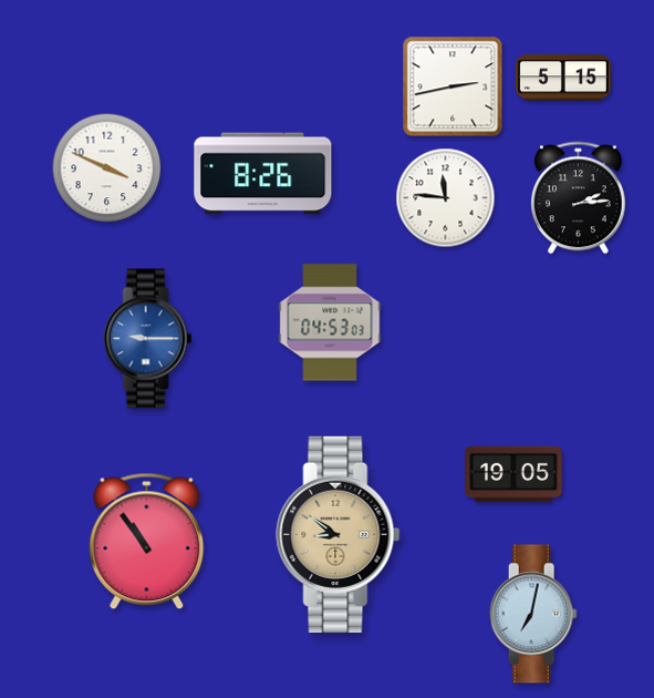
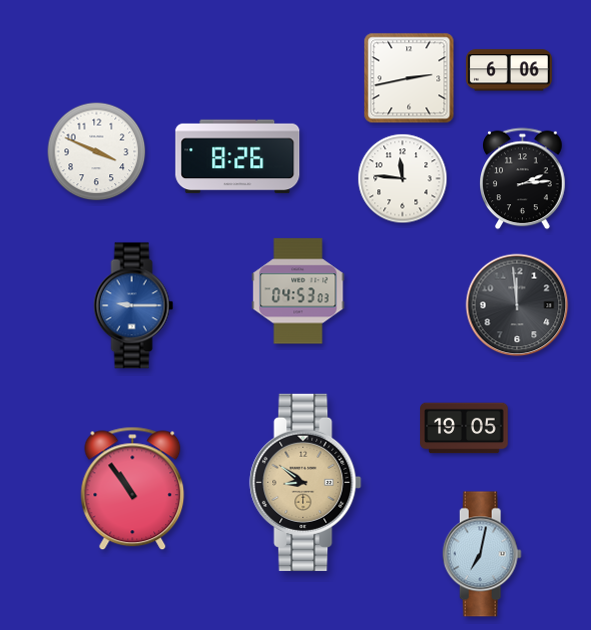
clock at (563, 78): 5:15 -> 6:06
clock at (517, 305): none -> 11:59
